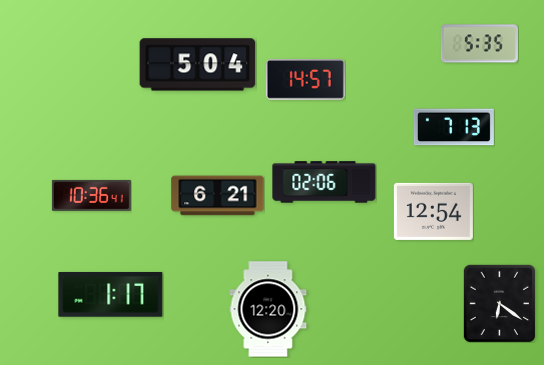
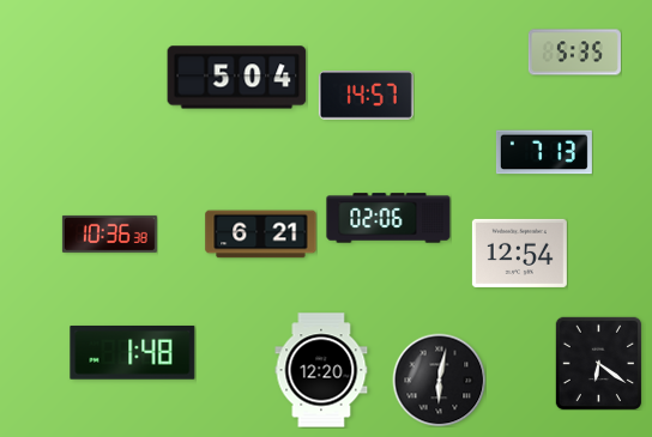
clock at (91, 195): 10:36:41 -> 10:36:38
clock at (111, 294): 1:17 -> 1:48
clock at (439, 380): none -> 6:02
